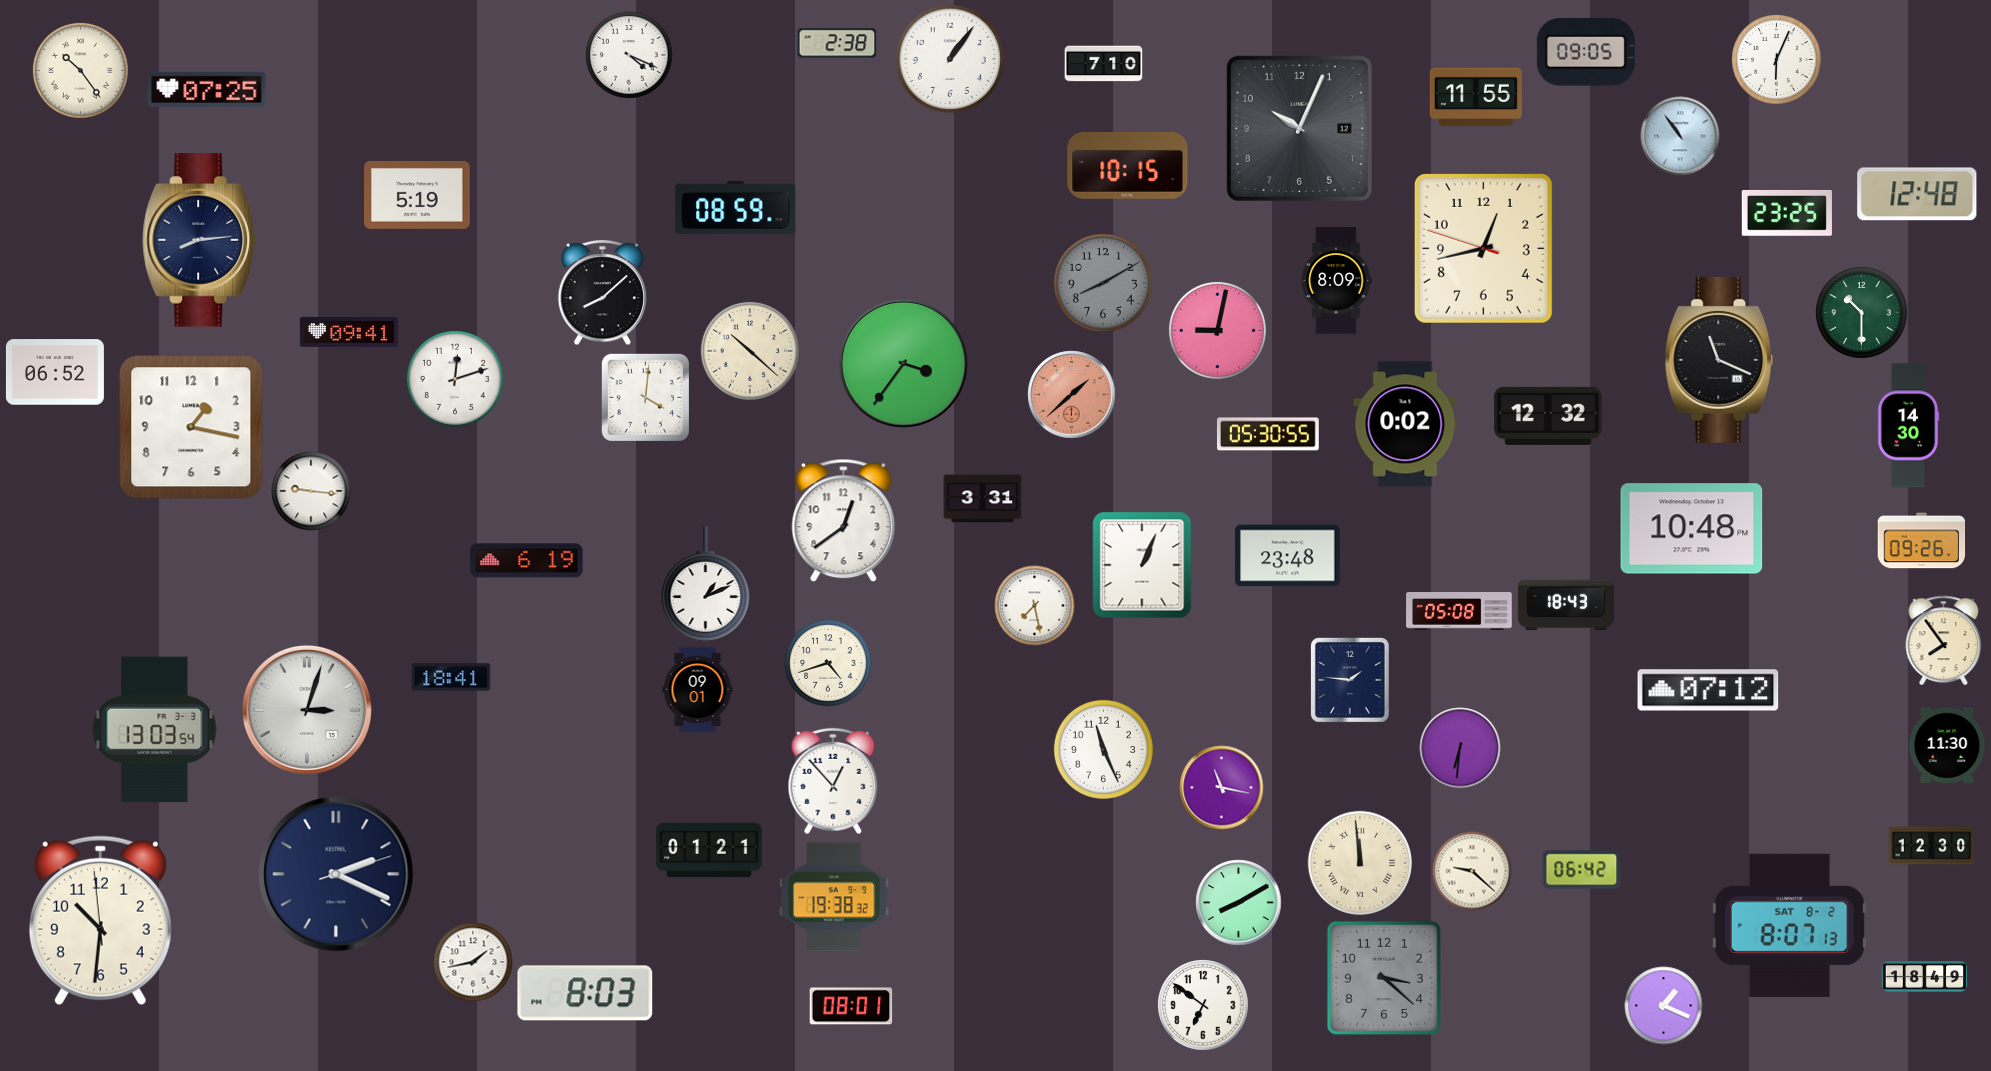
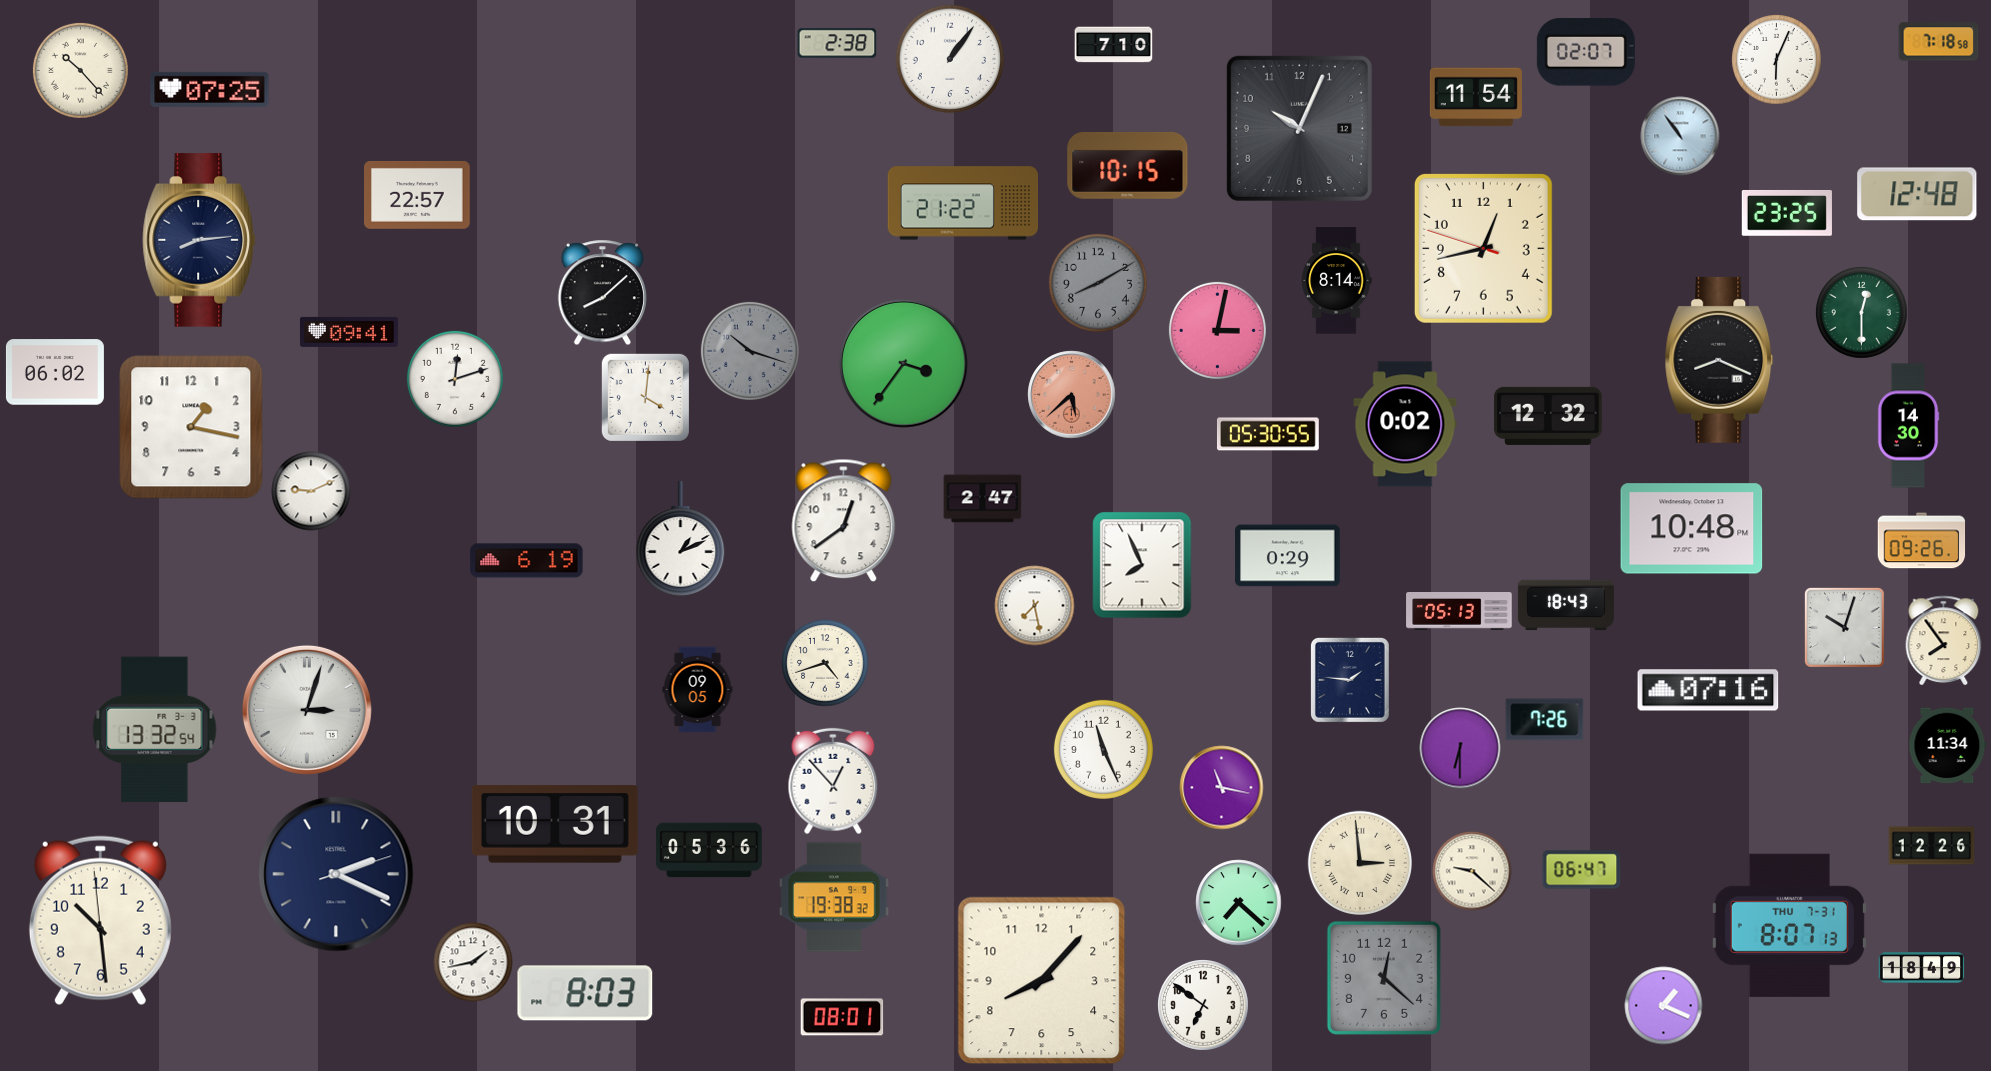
clock at (1938, 42): none -> 7:18
clock at (1586, 52): 09:05 -> 02:07
clock at (629, 55): 4:19 -> none
clock at (1103, 64) position: (1103, 64) -> (1113, 45)
clock at (80, 70): 10:24 -> 10:23
clock at (207, 89) position: (207, 89) -> (210, 89)
clock at (1476, 97): 11:55 -> 11:54
clock at (417, 195): 5:19 -> 22:57
clock at (963, 203): none -> 21:22
clock at (736, 207): 08:59 -> none
clock at (1336, 281): 8:09 -> 8:14
clock at (1103, 283) position: (1103, 283) -> (1098, 283)
clock at (1862, 313): 10:30 -> 12:30
clock at (1217, 330): 9:02 -> 3:02
clock at (750, 351): 10:22 -> 10:18
clock at (750, 351) dial: cream -> grey
clock at (1719, 360): 11:19 -> 8:19
clock at (55, 372): 06:52 -> 06:02
clock at (1071, 394): 1:38 -> 5:38
clock at (311, 491): 9:16 -> 9:11
clock at (982, 499): 3:31 -> 2:47
clock at (1288, 556): 23:48 -> 0:29
clock at (1142, 565): 1:04 -> 7:56
clock at (706, 584) position: (706, 584) -> (681, 539)
clock at (1459, 612): 05:08 -> 05:13
clock at (1844, 627): none -> 10:03
clock at (828, 663) position: (828, 663) -> (825, 663)
clock at (451, 677): 18:41 -> none
clock at (698, 689): 09:01 -> 09:05
clock at (1708, 690): 07:12 -> 07:16
clock at (1544, 720): none -> 7:26
clock at (155, 730): 13:03 -> 13:32
clock at (1947, 746): 11:30 -> 11:34
clock at (1460, 748): 6:31 -> 6:30
clock at (555, 825): none -> 10:31
clock at (1931, 846): 12:30 -> 12:26
clock at (709, 850): 01:21 -> 05:36
clock at (1359, 862): 11:59 -> 2:59
clock at (1581, 870): 06:42 -> 06:47
clock at (1238, 902): 8:10 -> 7:22
clock at (100, 921): 10:30 -> 10:28
clock at (1789, 925) date: SAT 8-2 -> THU 7-31
clock at (1924, 977) position: (1924, 977) -> (1921, 968)
clock at (1384, 978): 3:22 -> 12:22
clock at (1042, 981): none -> 8:07
clock at (851, 1006) position: (851, 1006) -> (842, 1017)
